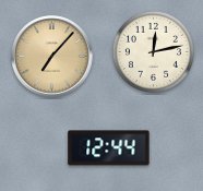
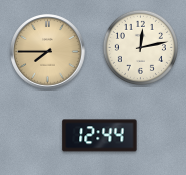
clock at (52, 57): 7:07 -> 7:45
